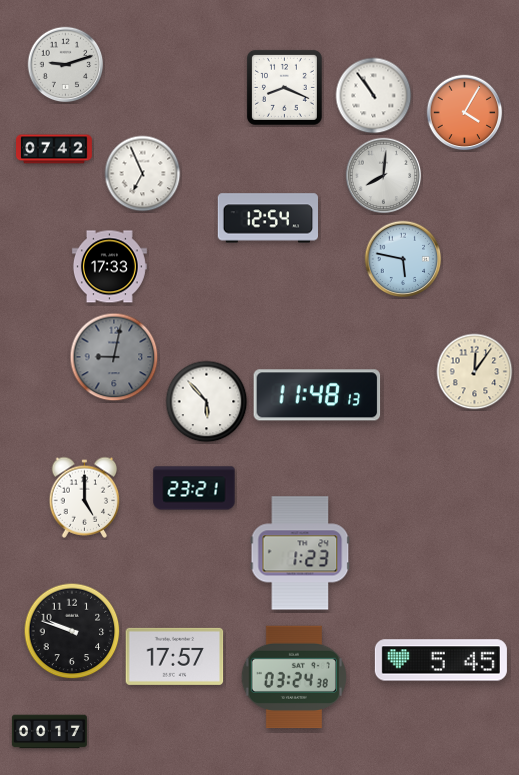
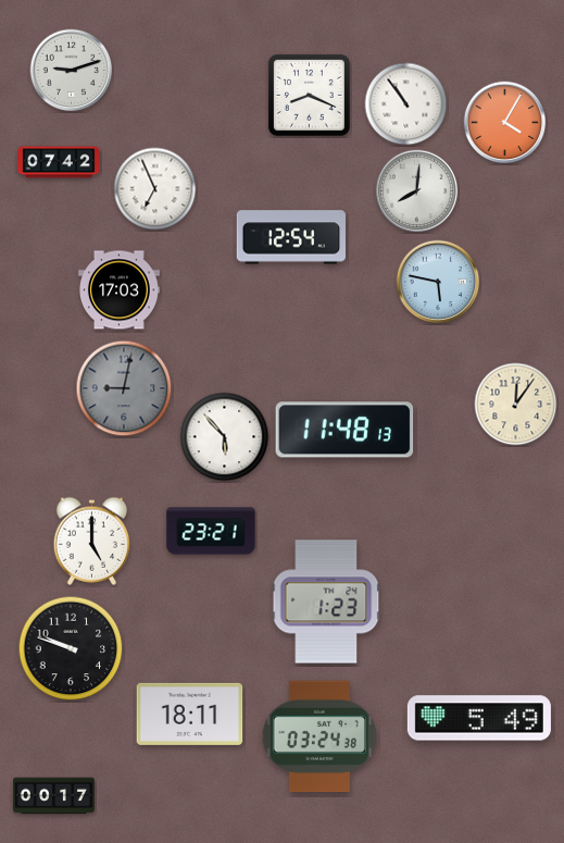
clock at (109, 267): 17:33 -> 17:03
clock at (72, 631) position: (72, 631) -> (71, 648)
clock at (175, 656): 17:57 -> 18:11
clock at (441, 660): 5:45 -> 5:49
